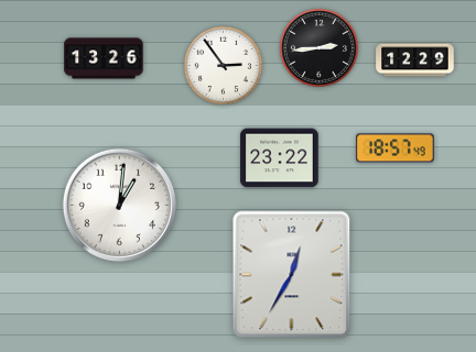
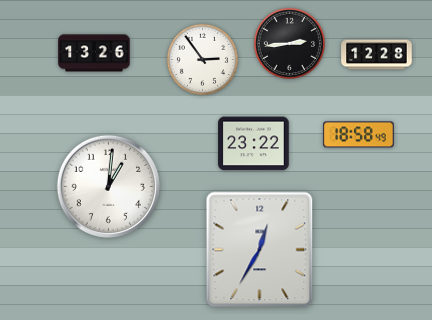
clock at (415, 61): 12:29 -> 12:28
clock at (396, 148): 18:57 -> 18:58
clock at (292, 275) position: (292, 275) -> (260, 250)
